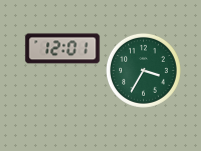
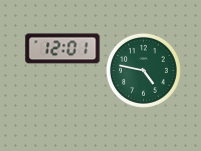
clock at (143, 70): 3:35 -> 4:47
